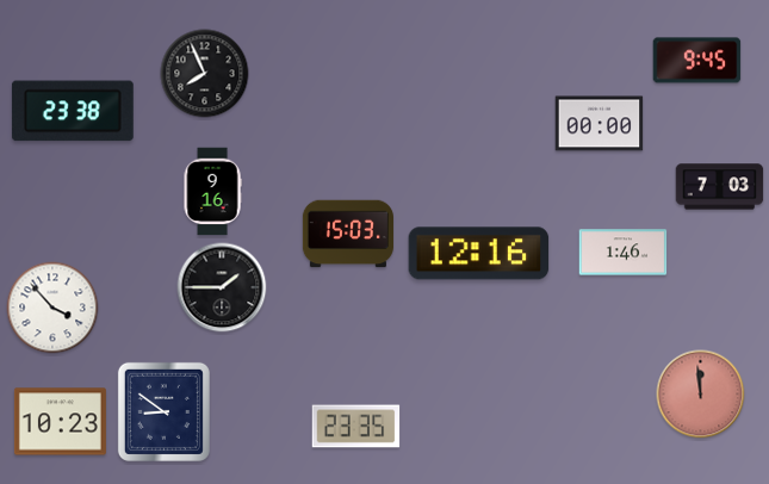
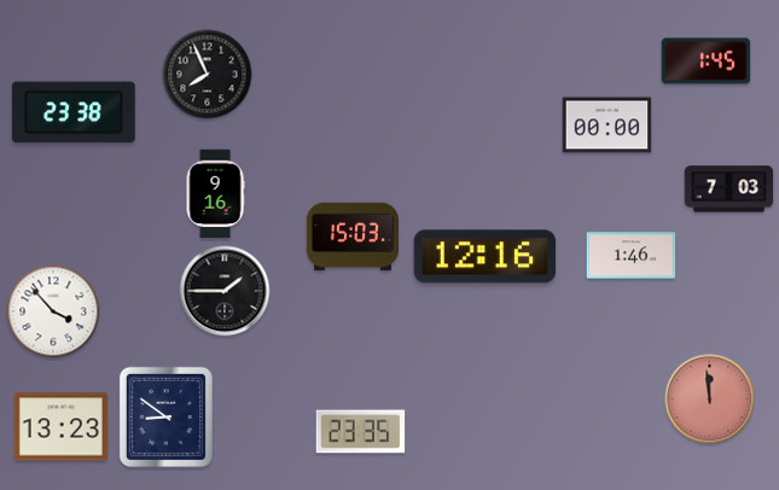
clock at (697, 61): 9:45 -> 1:45
clock at (60, 422): 10:23 -> 13:23
